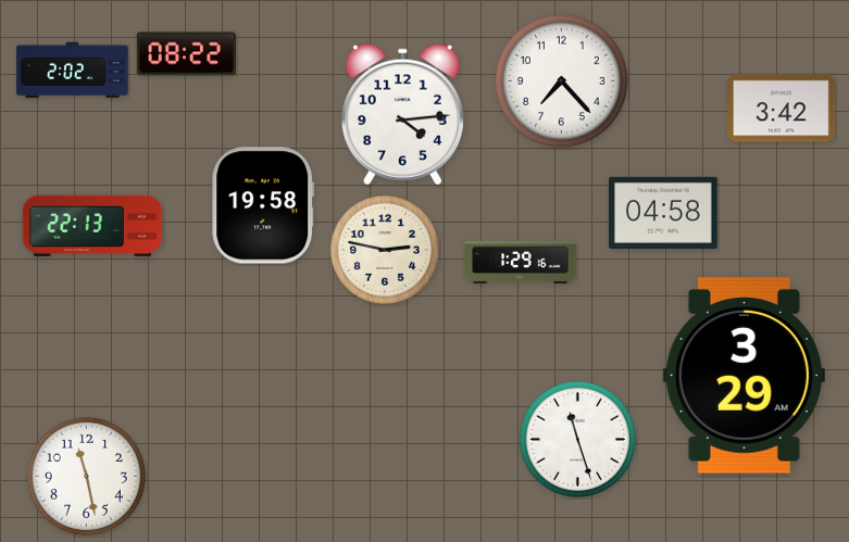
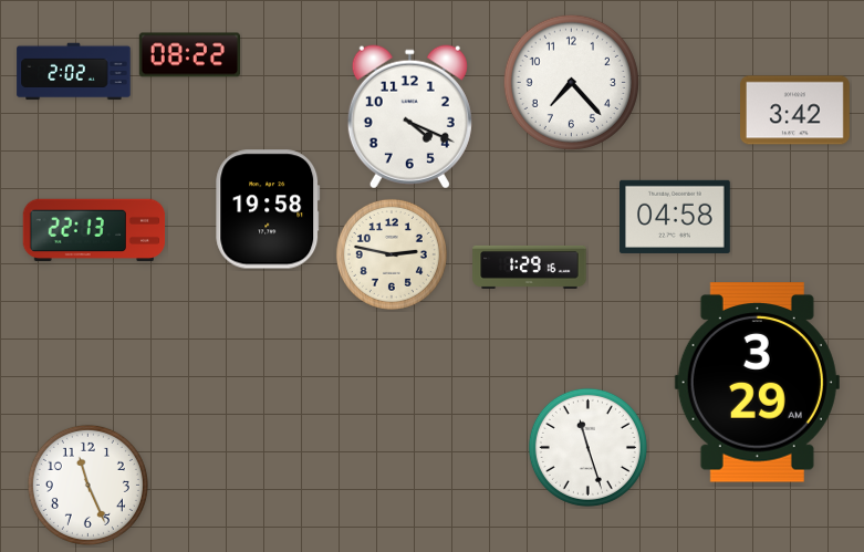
clock at (402, 115): 4:14 -> 4:19
clock at (86, 476): 11:28 -> 11:26
